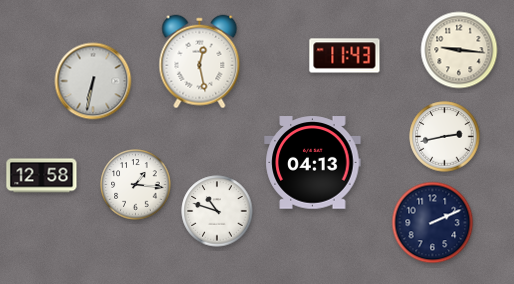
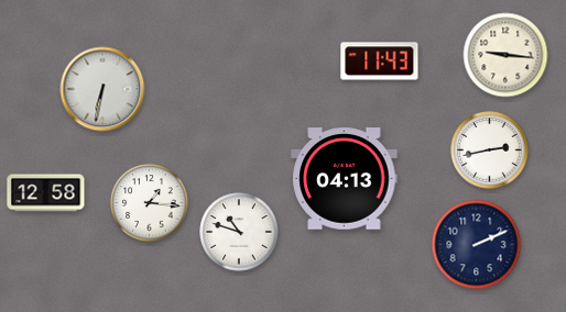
clock at (200, 62): 12:28 -> none
